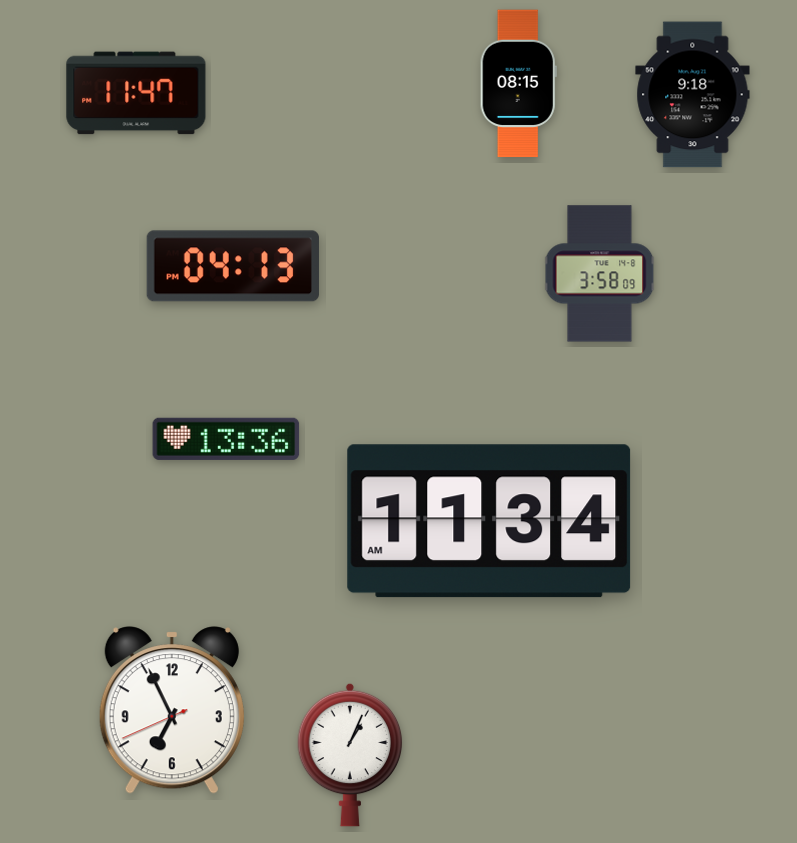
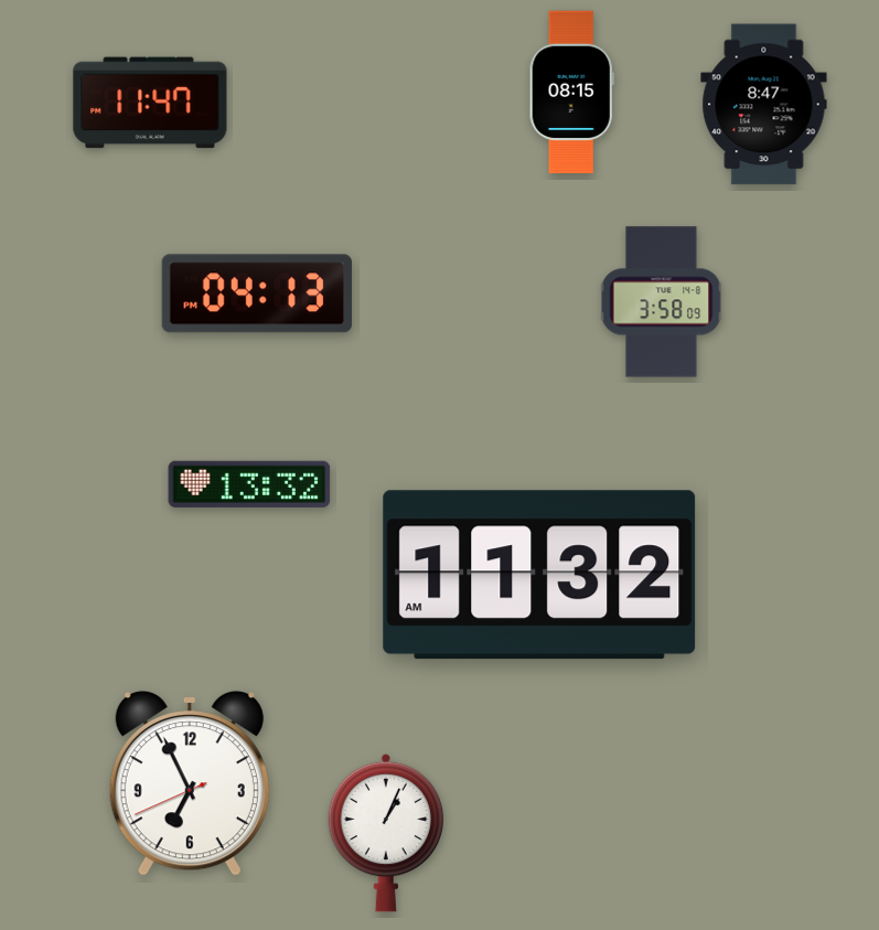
clock at (693, 95): 9:18 -> 8:47
clock at (226, 439): 13:36 -> 13:32
clock at (489, 521): 11:34 -> 11:32
